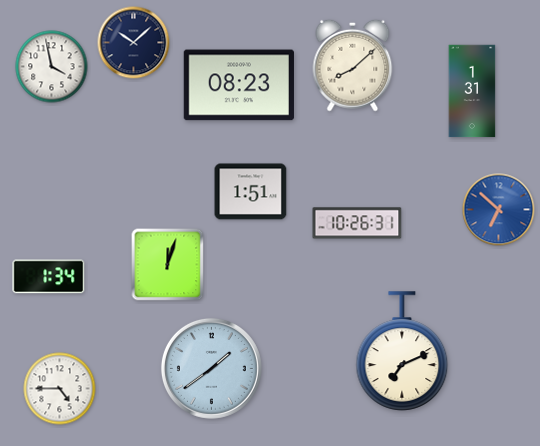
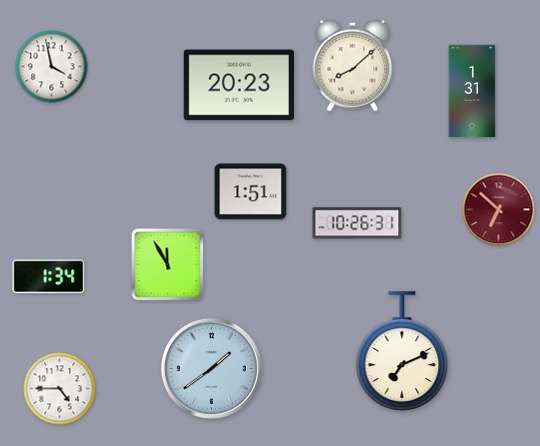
clock at (134, 43): 10:08 -> none
clock at (239, 85): 08:23 -> 20:23
clock at (499, 210) dial: blue -> burgundy
clock at (168, 265): 12:03 -> 11:55
